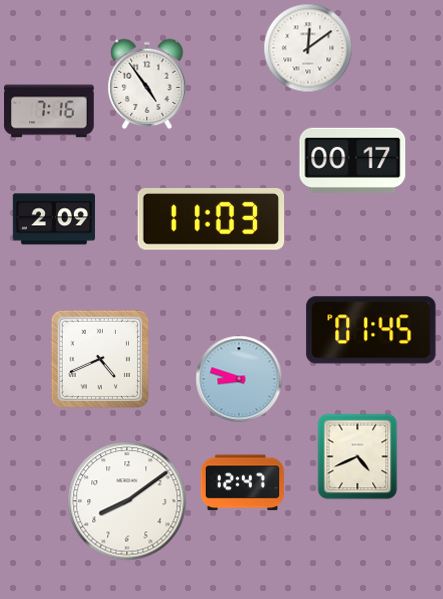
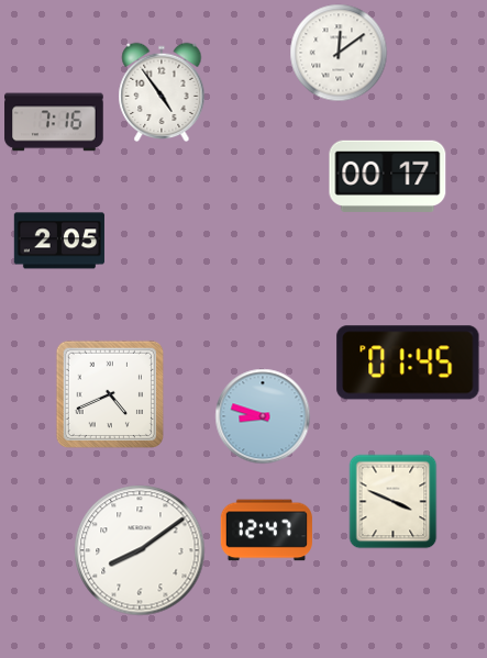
clock at (53, 219): 2:09 -> 2:05
clock at (211, 220): 11:03 -> none
clock at (358, 457): 4:41 -> 3:49
